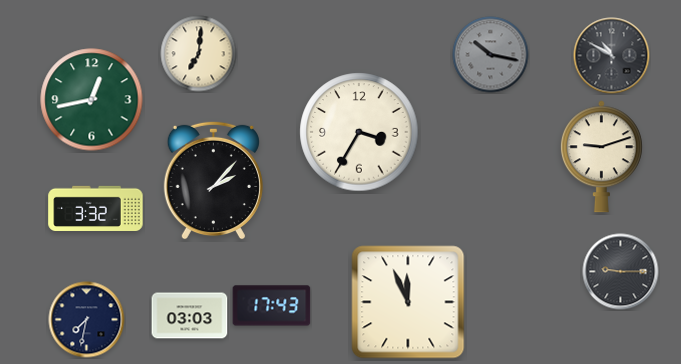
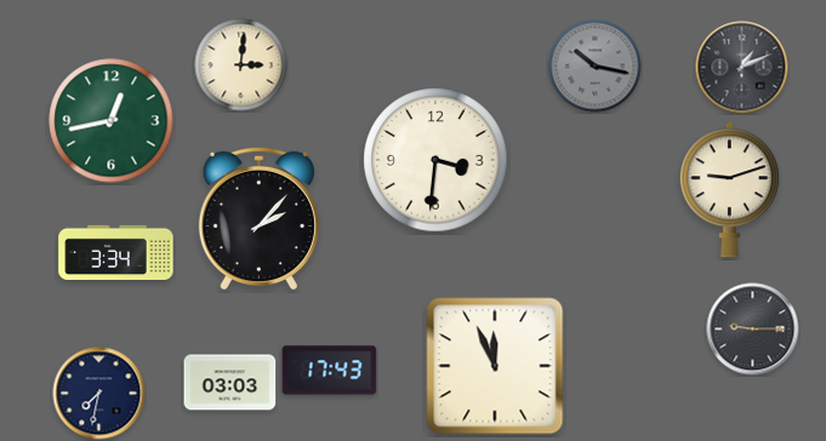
clock at (199, 54): 7:01 -> 3:01
clock at (612, 56): 10:50 -> 1:11
clock at (359, 132): 3:35 -> 3:31
clock at (96, 208): 3:32 -> 3:34
clock at (87, 320) position: (87, 320) -> (99, 394)
